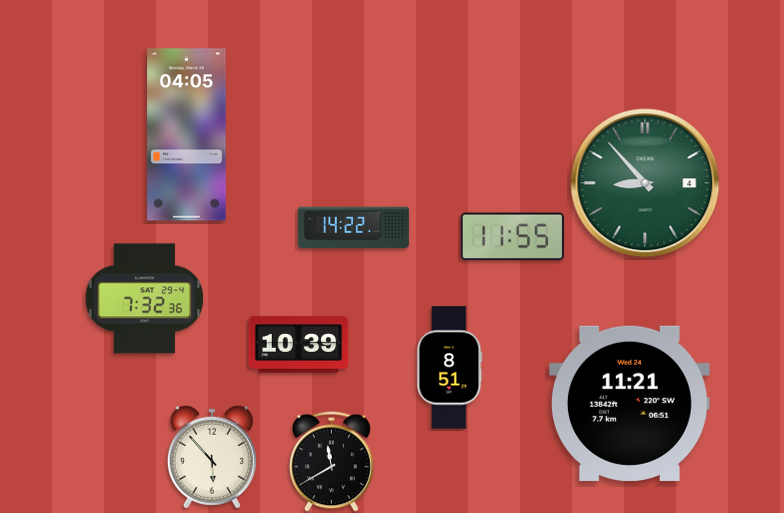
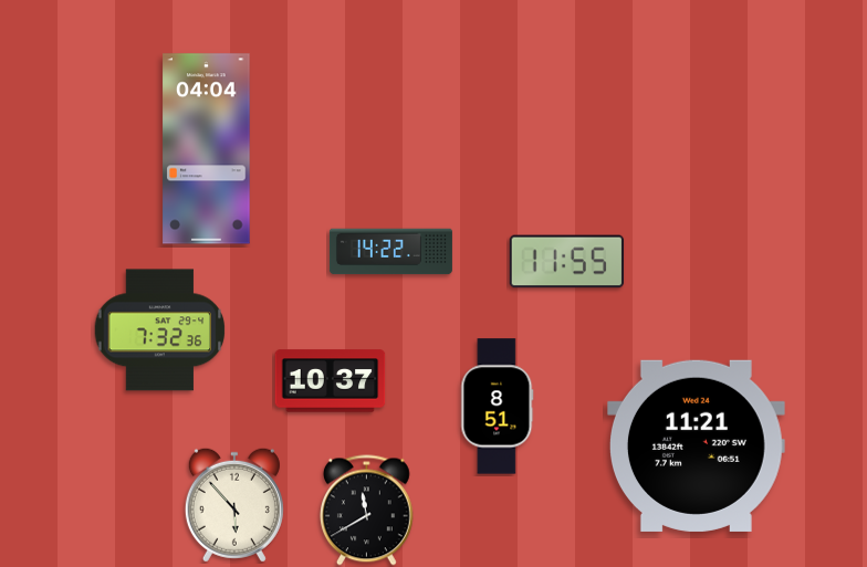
clock at (187, 135): 04:05 -> 04:04
clock at (645, 183): 8:53 -> none
clock at (299, 345): 10:39 -> 10:37
